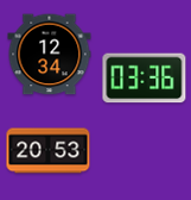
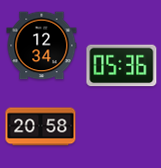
clock at (145, 79): 03:36 -> 05:36
clock at (49, 151): 20:53 -> 20:58
